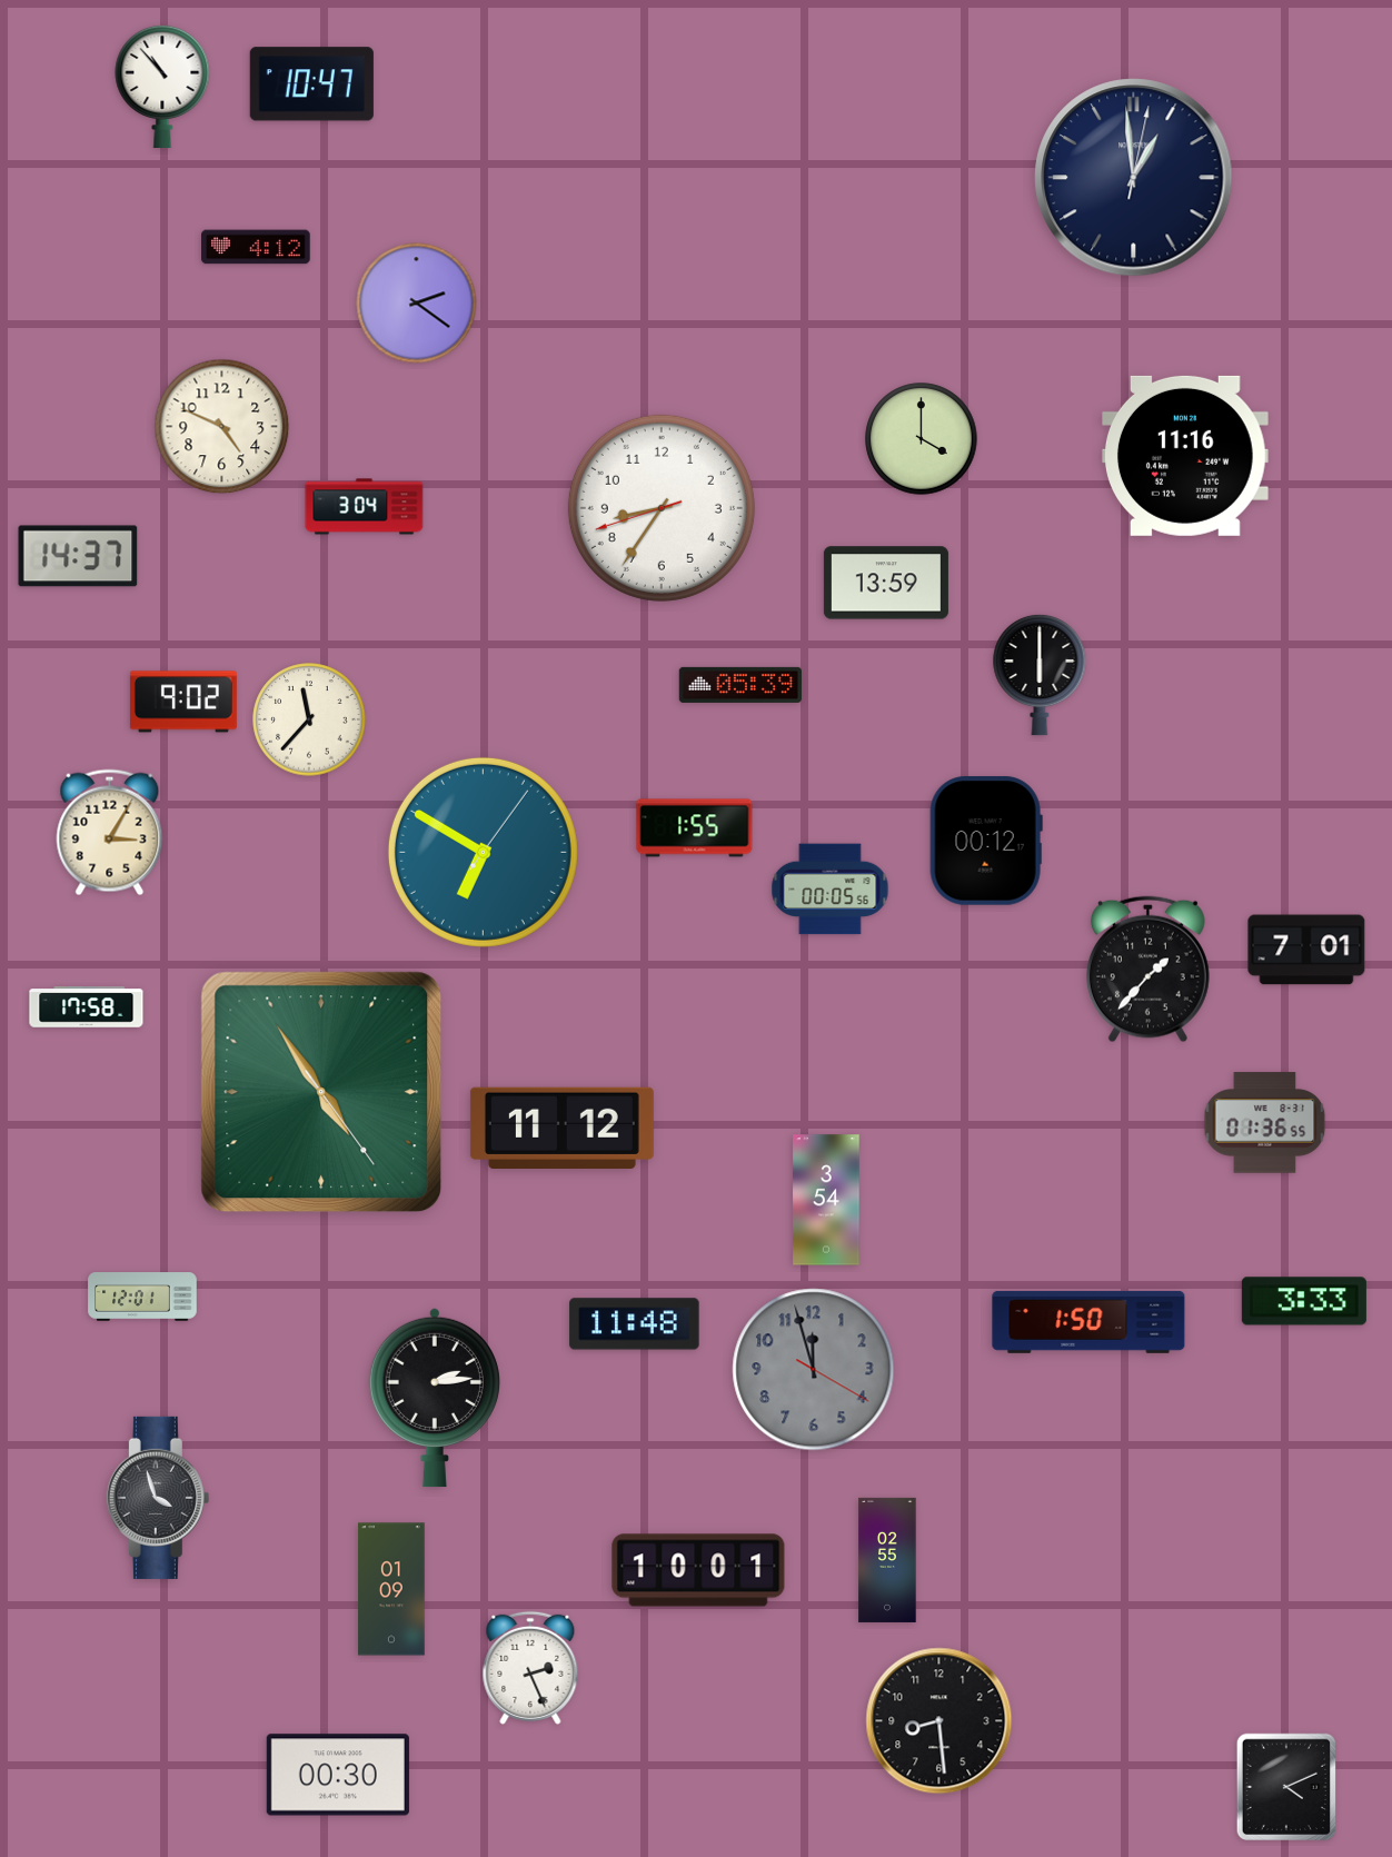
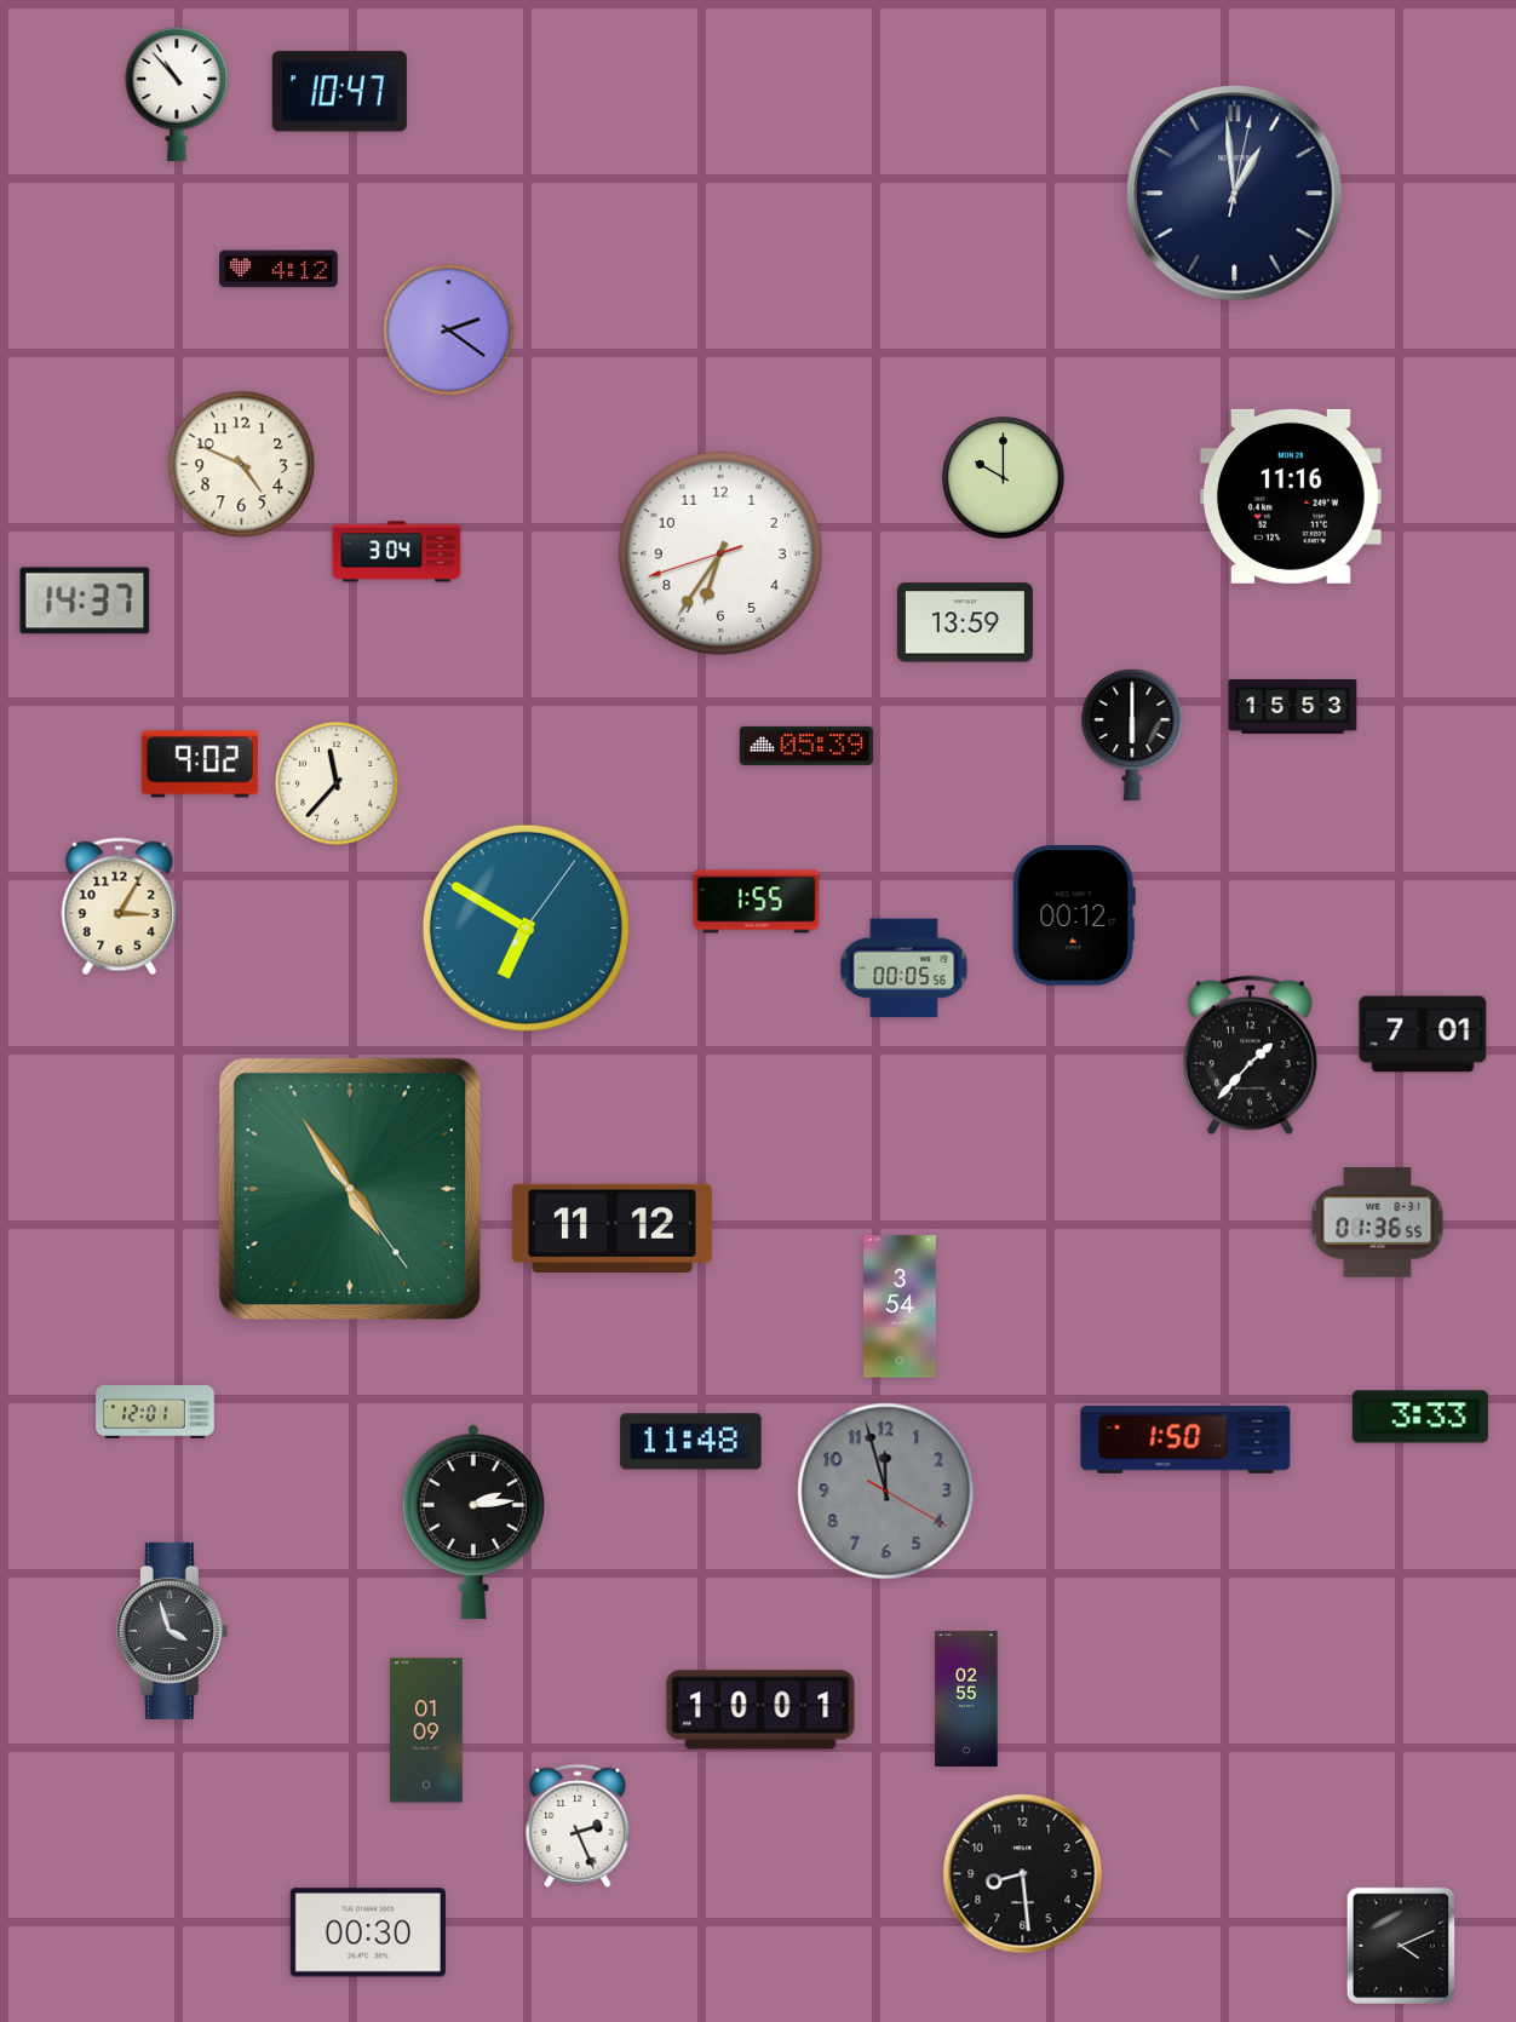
clock at (417, 304) position: (417, 304) -> (449, 331)
clock at (922, 439): 4:00 -> 10:00
clock at (662, 508): 8:35 -> 6:35
clock at (78, 556) position: (78, 556) -> (85, 601)
clock at (886, 583) position: (886, 583) -> (965, 622)
clock at (1293, 707): none -> 15:53
clock at (87, 1007): 17:58 -> none
clock at (530, 1668) position: (530, 1668) -> (578, 1826)
